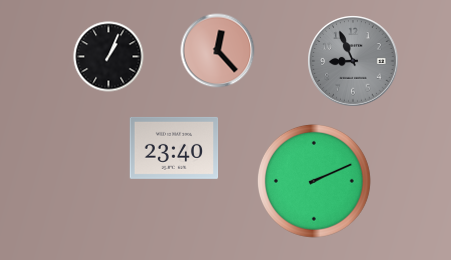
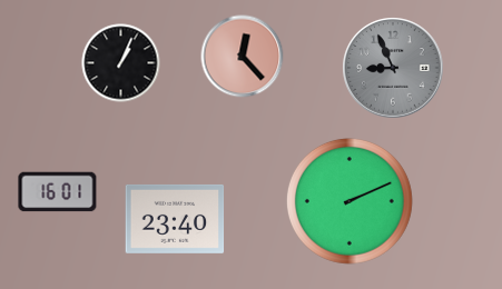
clock at (174, 148) position: (174, 148) -> (175, 219)
clock at (58, 192): none -> 16:01
